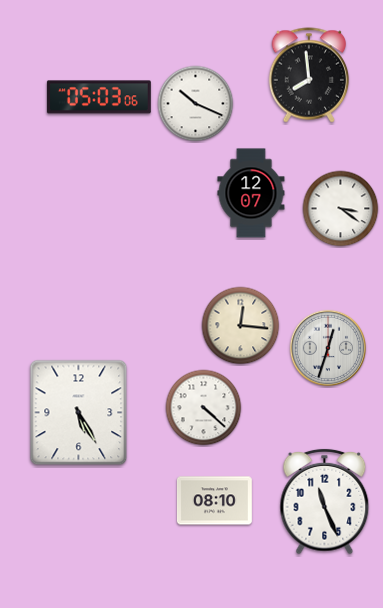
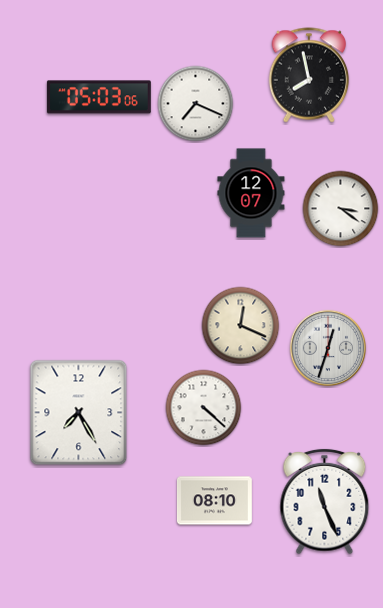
clock at (309, 75): 7:59 -> 7:58
clock at (196, 104): 10:19 -> 7:19
clock at (241, 326): 12:16 -> 12:19
clock at (79, 413): 5:25 -> 7:25
